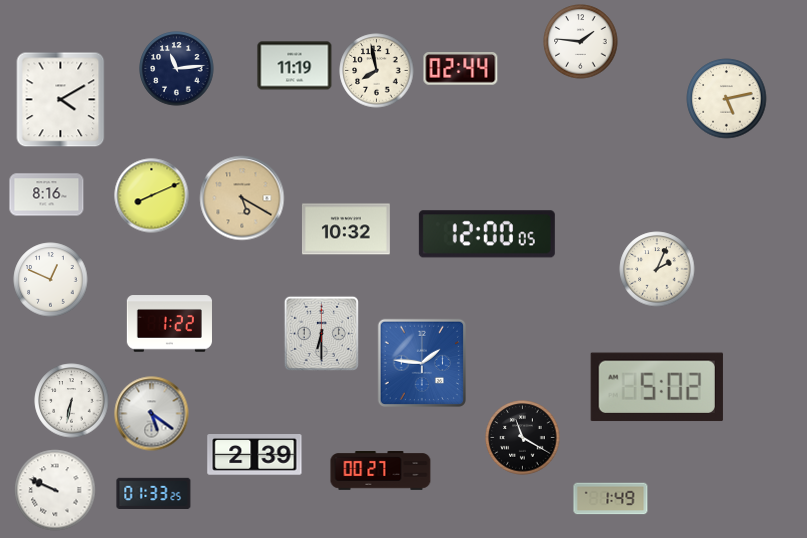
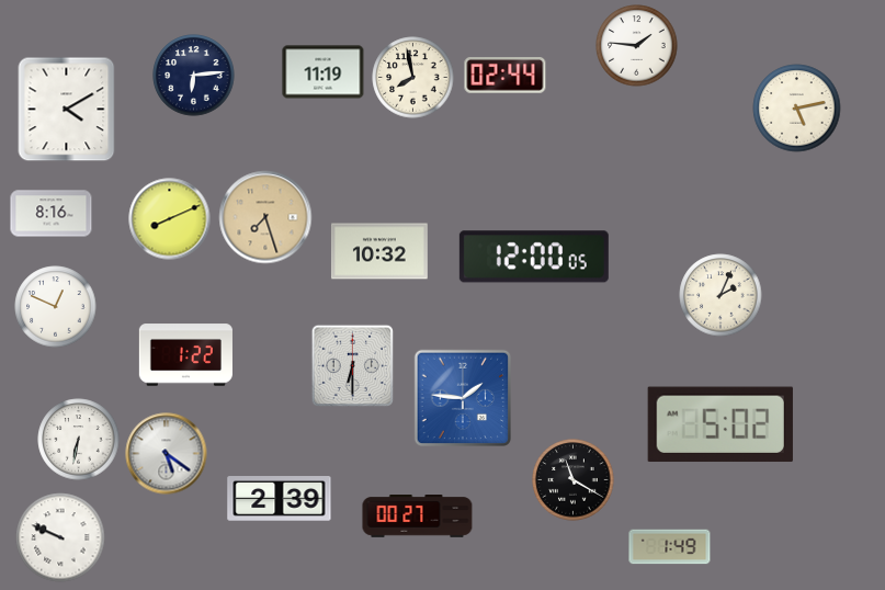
clock at (177, 69): 11:14 -> 6:14
clock at (152, 196) position: (152, 196) -> (170, 219)
clock at (242, 198): 5:20 -> 7:27
clock at (154, 493): 01:33 -> none
